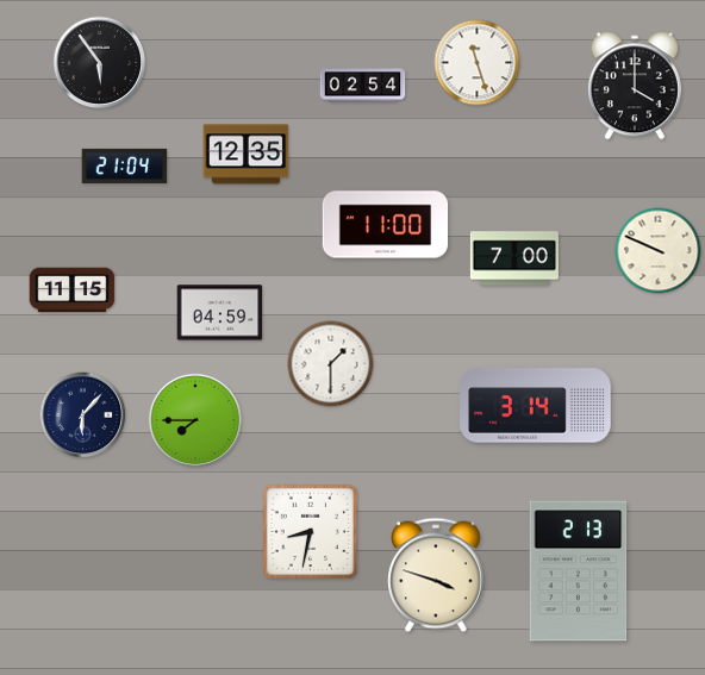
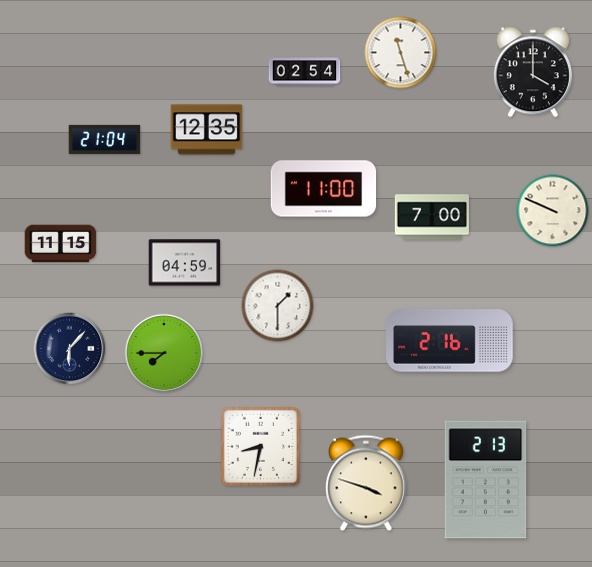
clock at (100, 63): 5:54 -> none
clock at (536, 406): 3:14 -> 2:16
